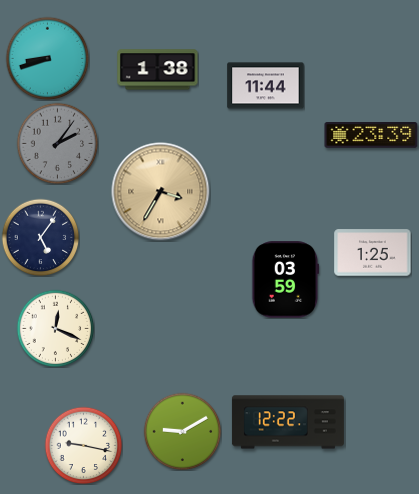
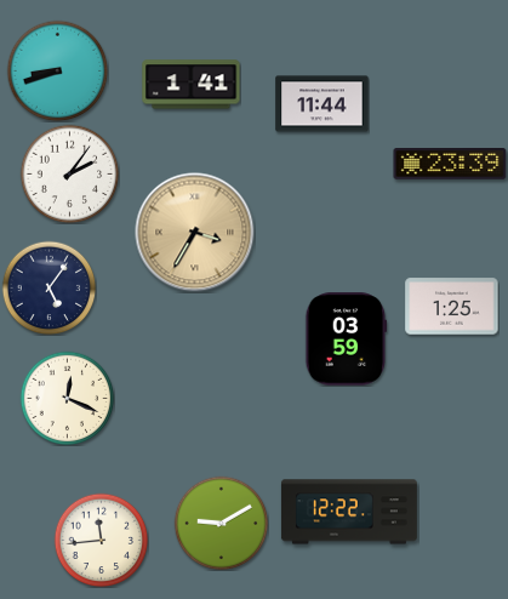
clock at (158, 70): 1:38 -> 1:41
clock at (57, 143) dial: grey -> white
clock at (83, 445): 9:17 -> 11:44
